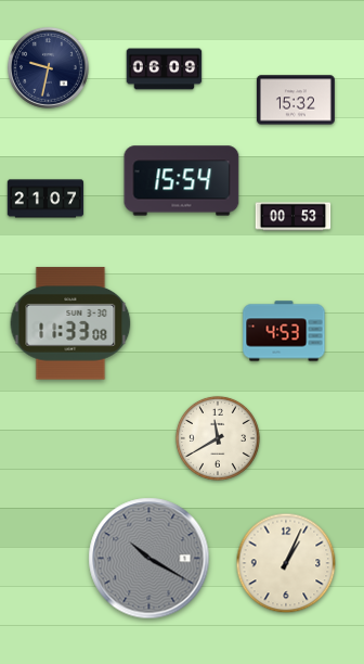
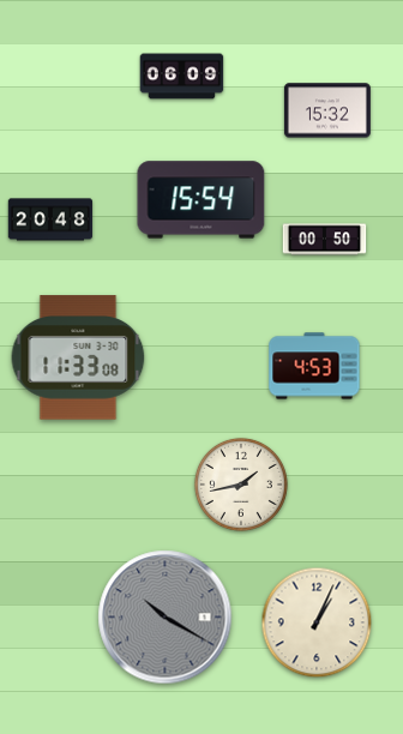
clock at (48, 67): 9:32 -> none
clock at (45, 199): 21:07 -> 20:48
clock at (294, 217): 00:53 -> 00:50
clock at (218, 438): 11:40 -> 1:43
